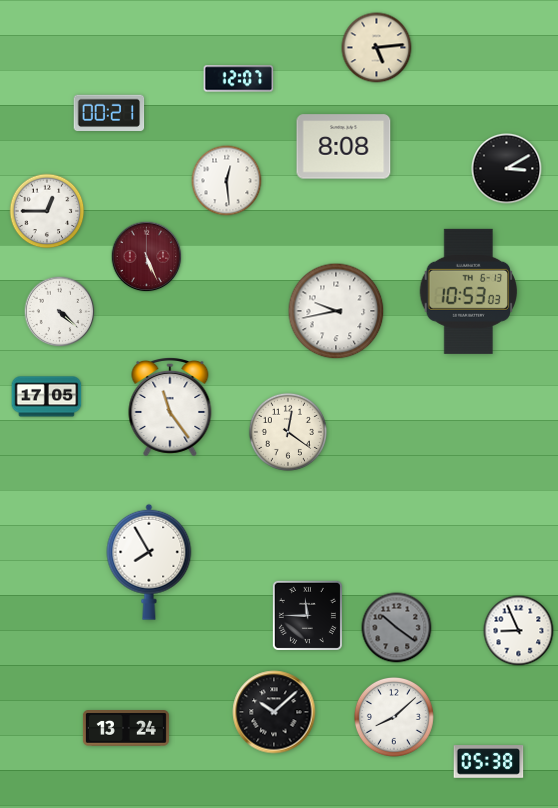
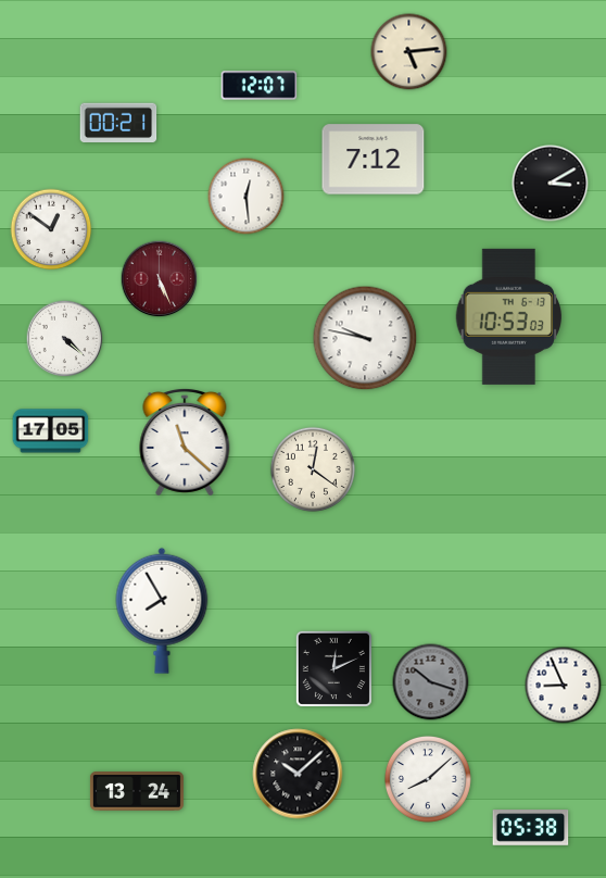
clock at (344, 147): 8:08 -> 7:12
clock at (47, 211): 12:45 -> 12:51
clock at (336, 311): 9:43 -> 9:47
clock at (170, 407): 11:24 -> 11:22
clock at (307, 615): 11:45 -> 12:11
clock at (397, 628): 10:21 -> 10:18
